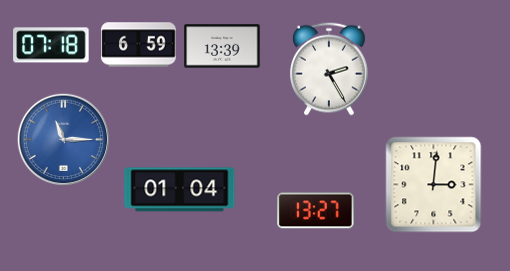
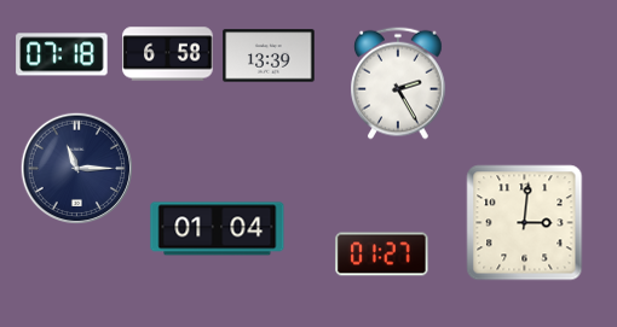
clock at (139, 45): 6:59 -> 6:58
clock at (63, 139) dial: blue -> navy
clock at (316, 211): 13:27 -> 01:27
